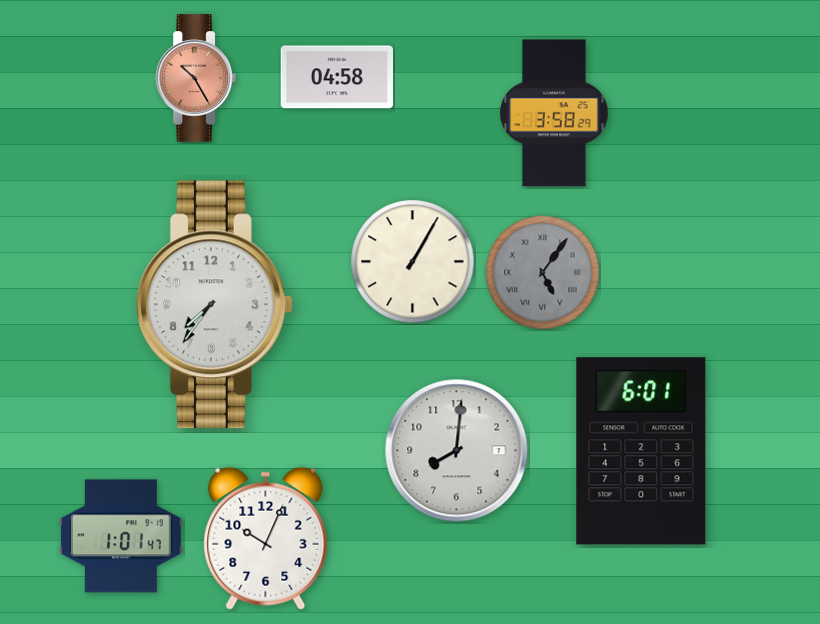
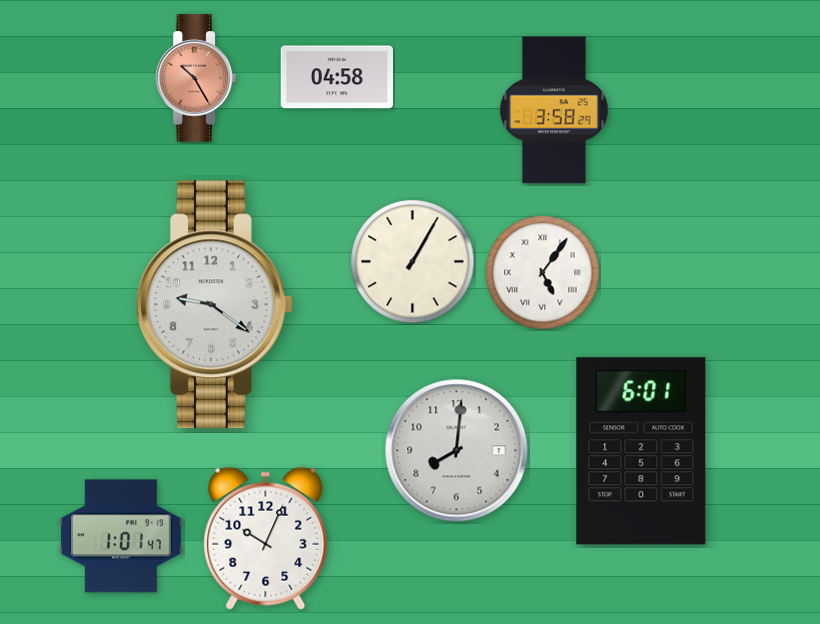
clock at (554, 113) position: (554, 113) -> (554, 110)
clock at (543, 273) dial: grey -> white
clock at (215, 305): 7:36 -> 9:21
